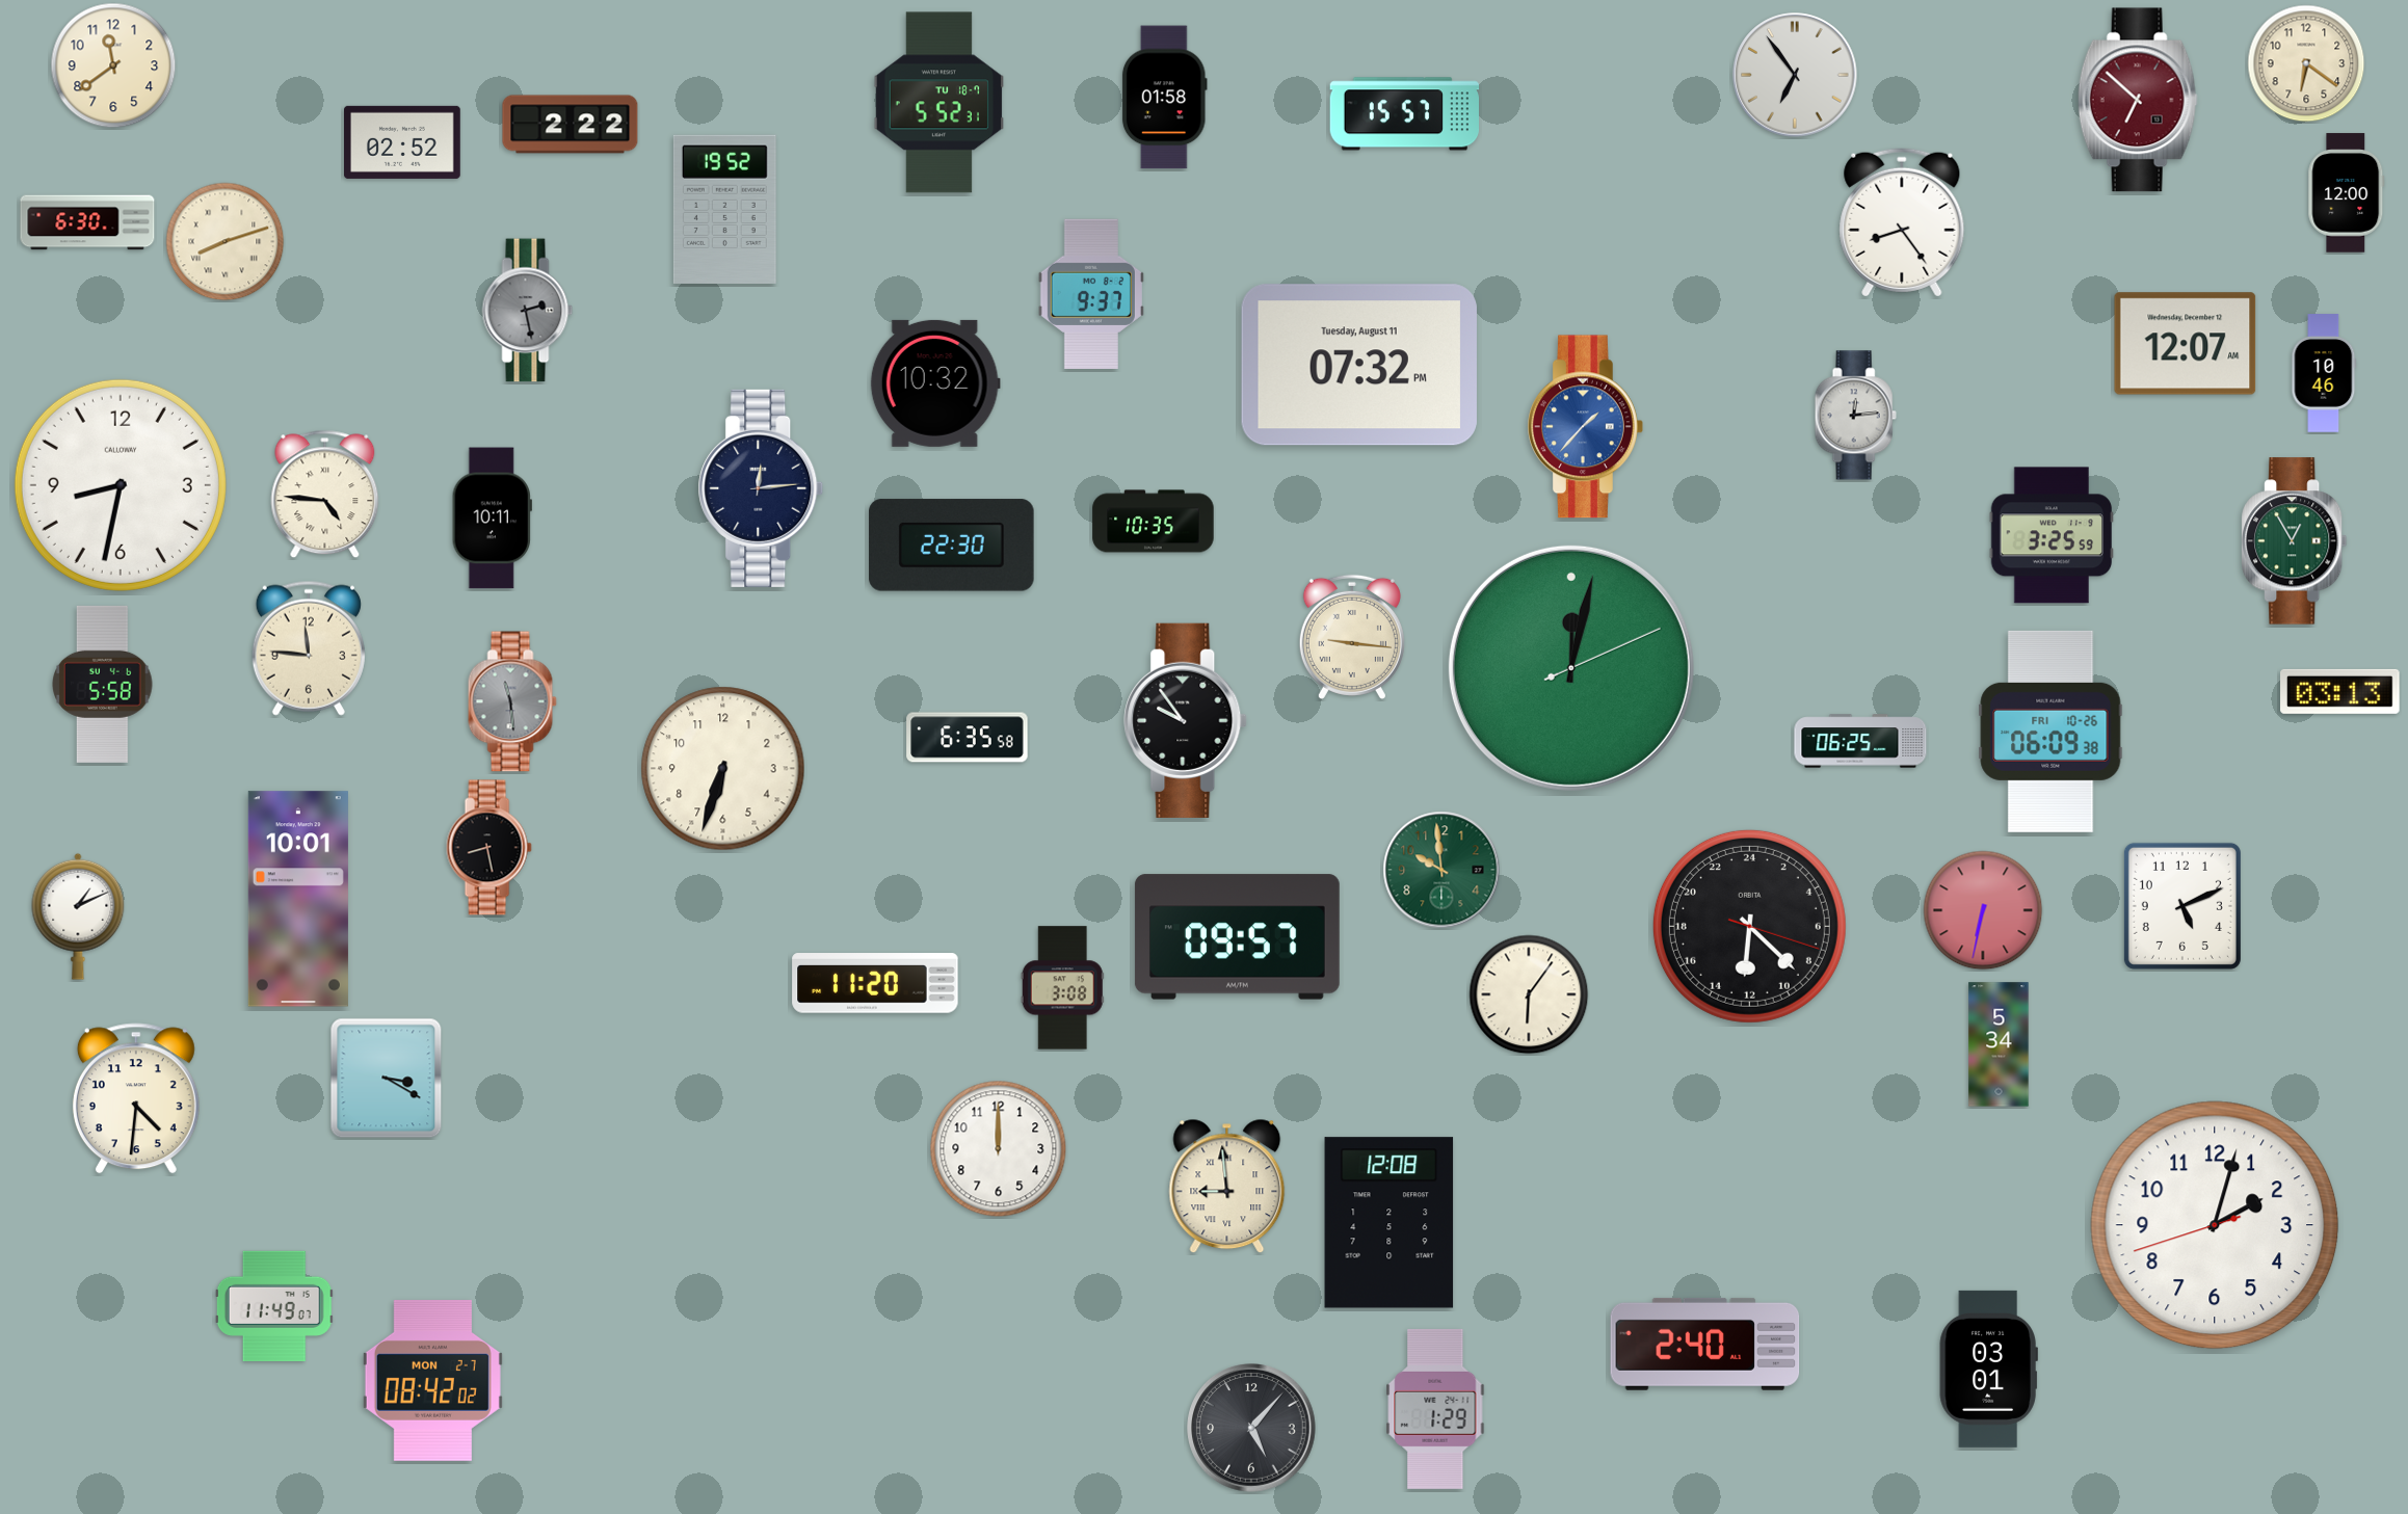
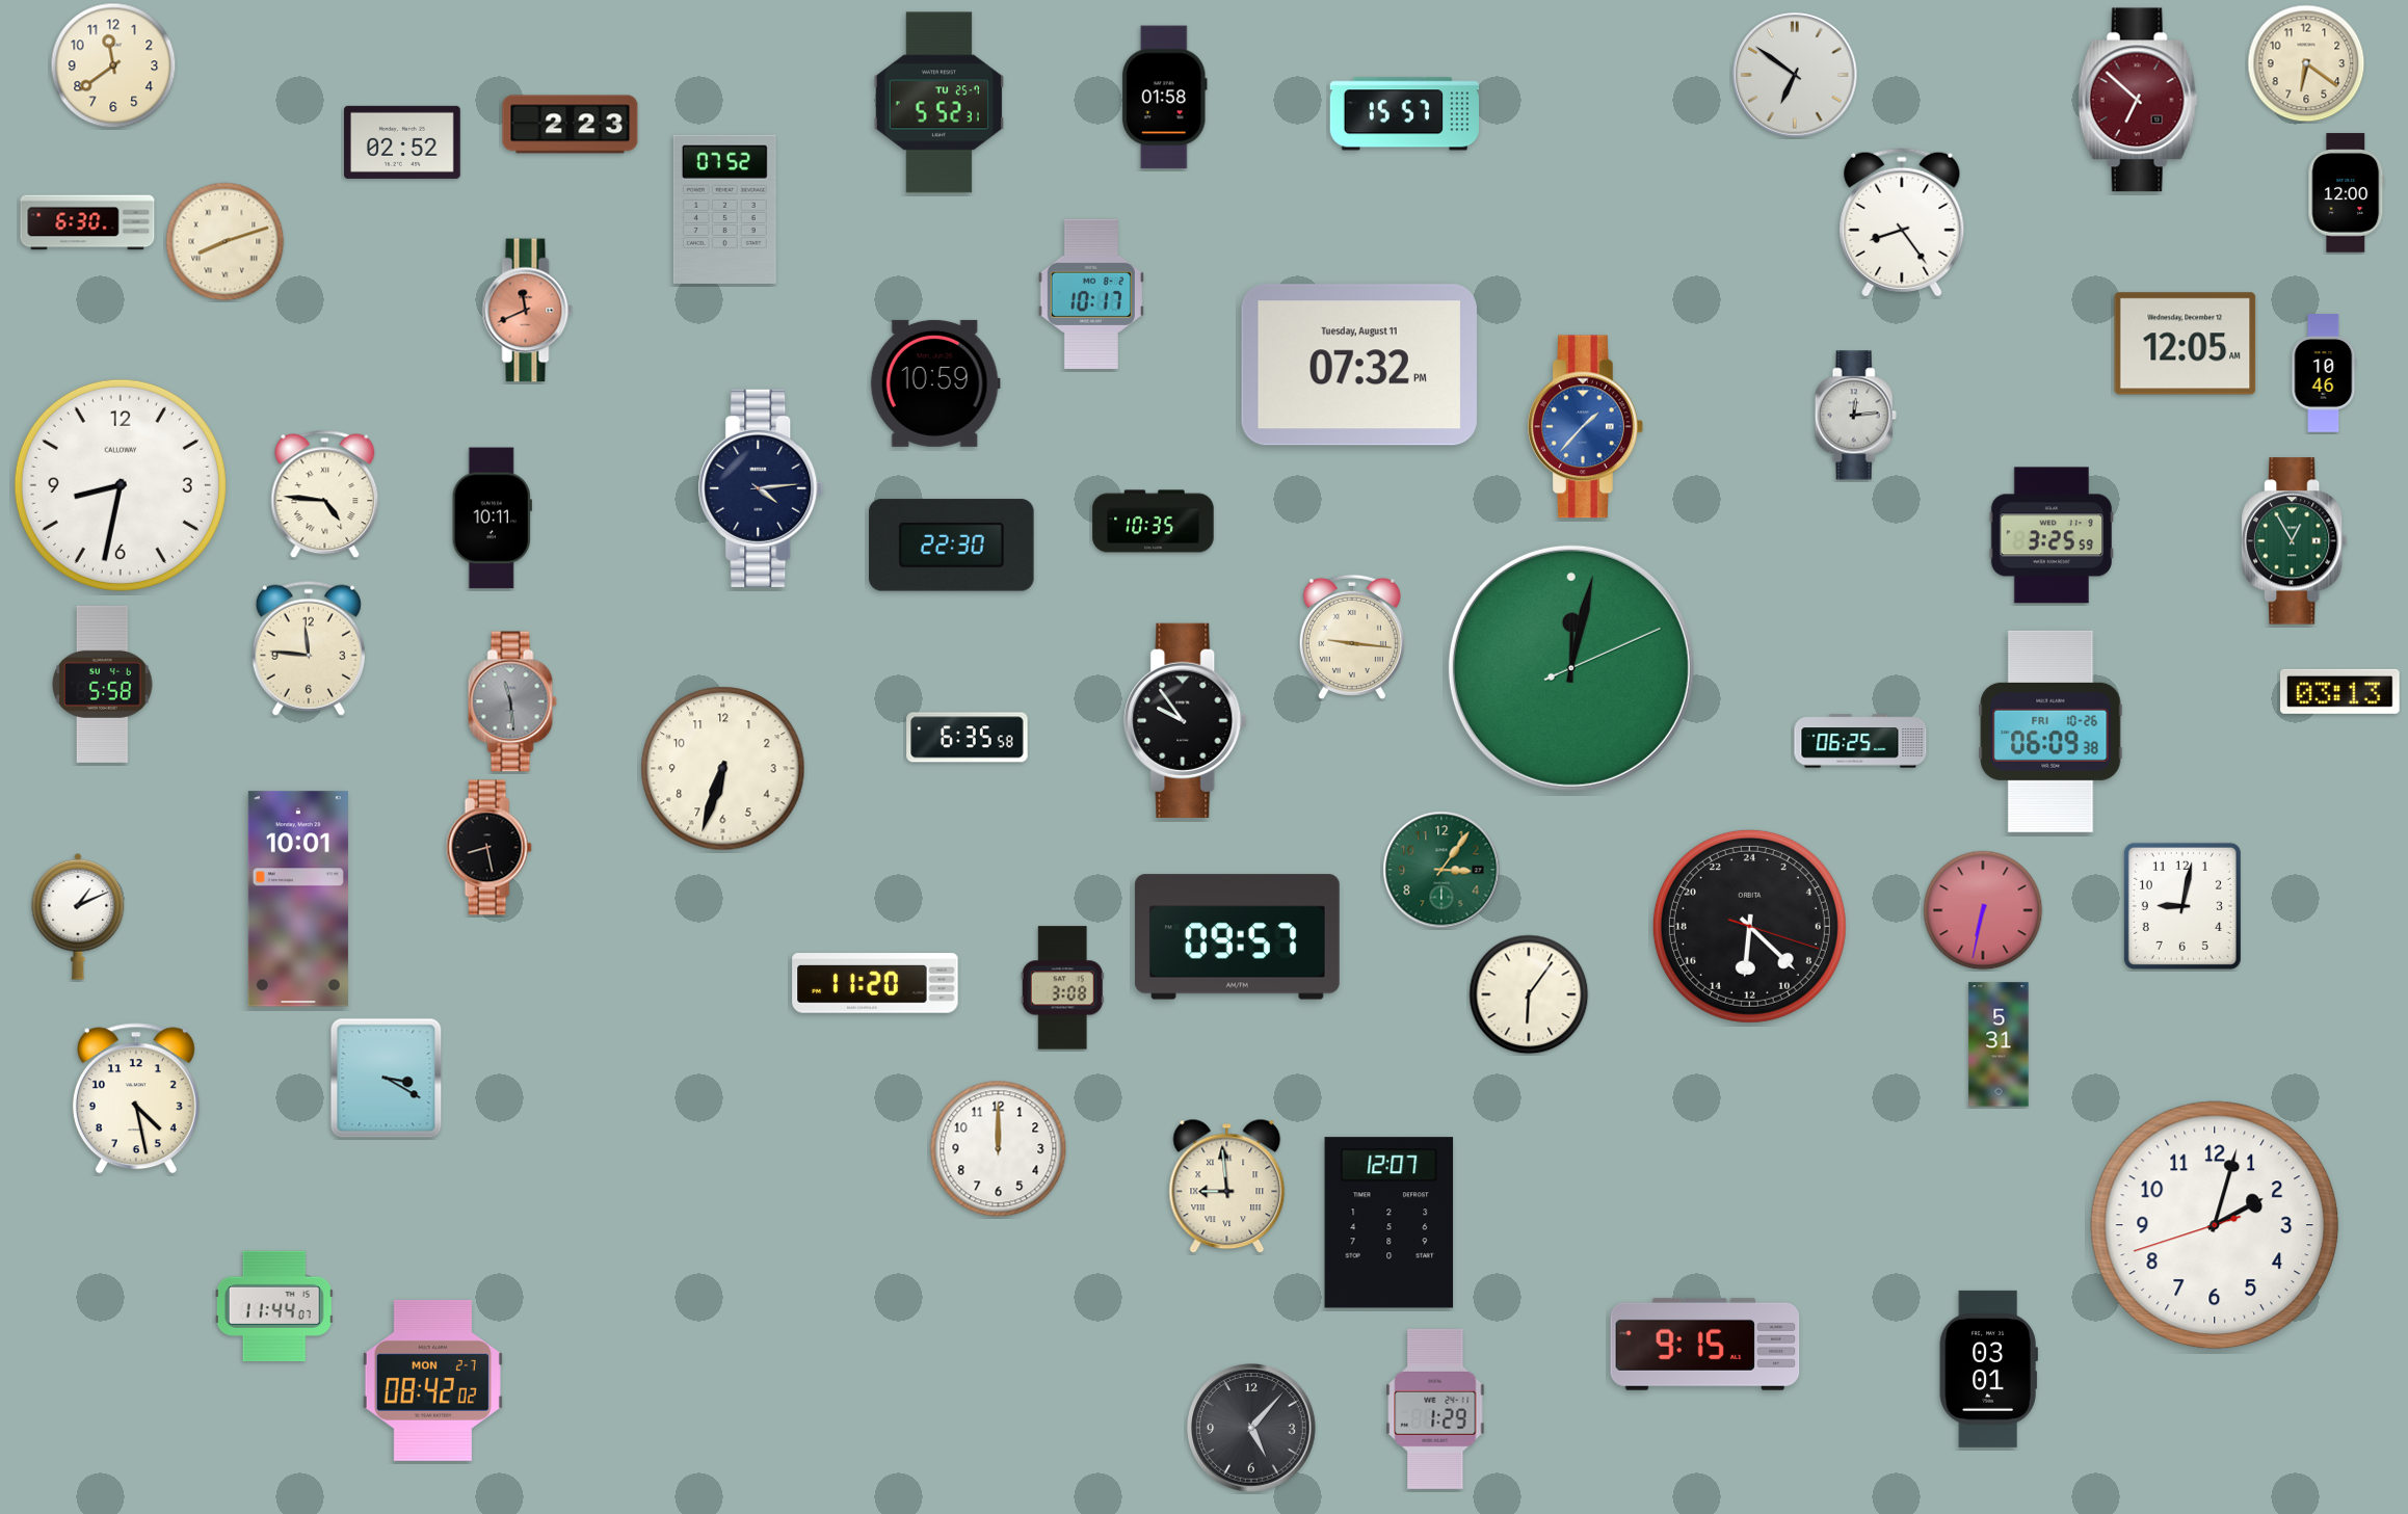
clock at (1795, 75): 6:54 -> 6:51
clock at (938, 103) date: TU 18-7 -> TU 25-7
clock at (571, 125): 2:22 -> 2:23
clock at (724, 209): 19:52 -> 07:52
clock at (1091, 294): 9:37 -> 10:17
clock at (528, 311): 2:28 -> 11:41
clock at (528, 311) dial: grey -> salmon
clock at (2186, 344): 12:07 -> 12:05
clock at (935, 383): 10:32 -> 10:59
clock at (761, 488): 12:14 -> 4:14
clock at (1441, 870): 9:59 -> 3:06
clock at (2182, 906): 5:11 -> 9:02
clock at (1999, 1044): 5:34 -> 5:31
clock at (136, 1098): 4:31 -> 4:28
clock at (1390, 1223): 12:08 -> 12:07
clock at (274, 1306): 11:49 -> 11:44
clock at (1705, 1344): 2:40 -> 9:15
